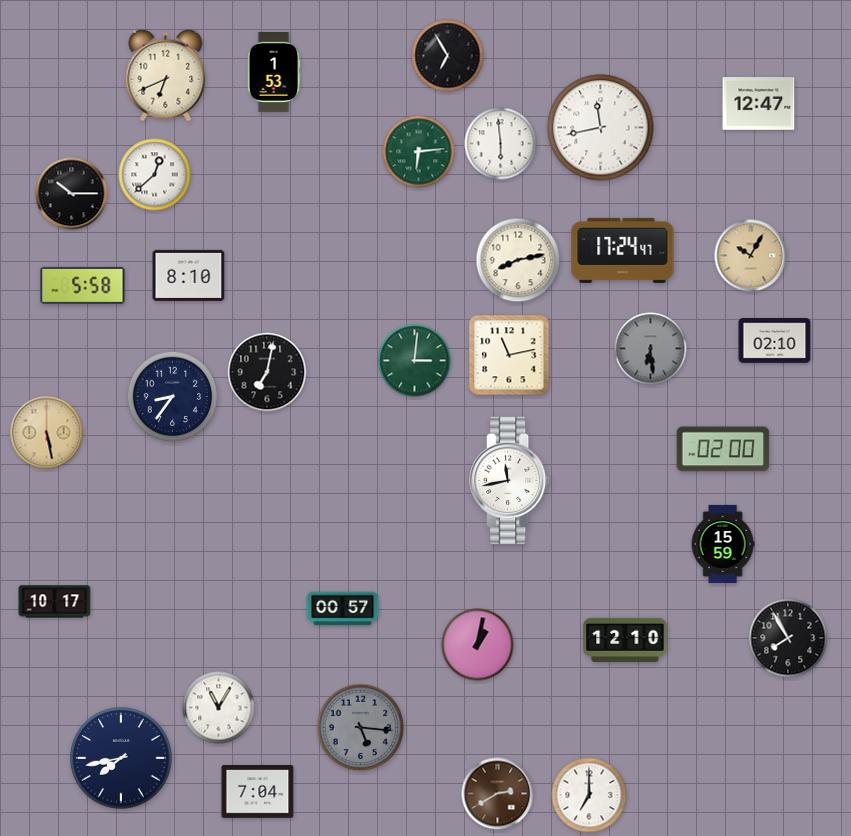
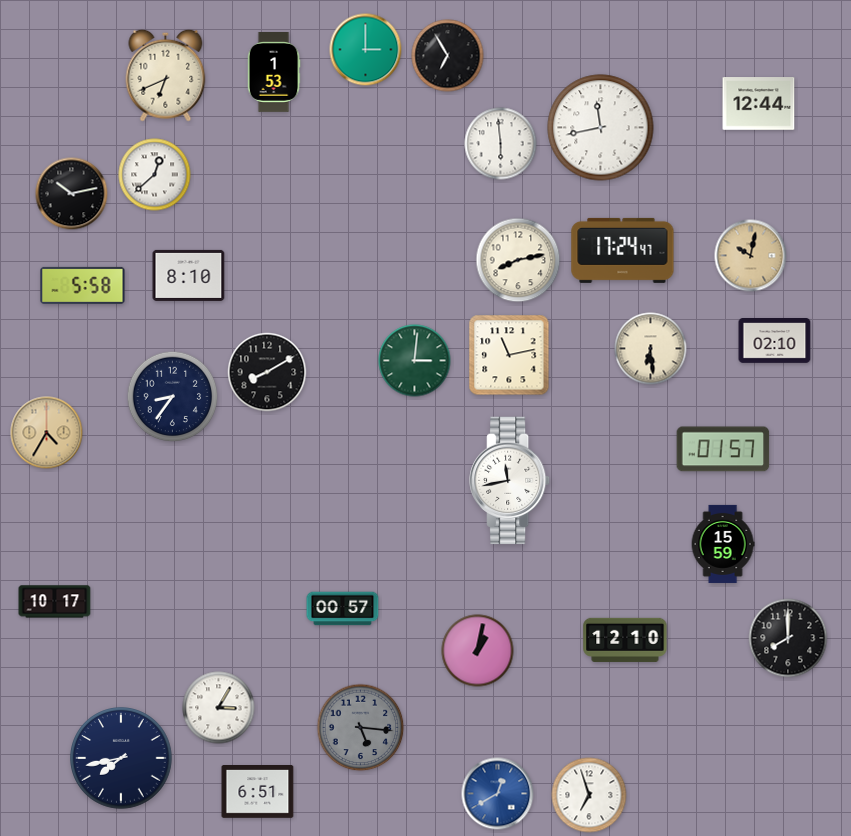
clock at (366, 50): none -> 3:00
clock at (759, 104): 12:47 -> 12:44
clock at (419, 152): 6:14 -> none
clock at (72, 194): 10:15 -> 10:13
clock at (751, 256): 10:05 -> 10:02
clock at (651, 349) dial: grey -> cream
clock at (267, 372): 7:02 -> 8:10
clock at (47, 433): 5:28 -> 4:35
clock at (723, 449): 02:00 -> 01:57
clock at (788, 638): 7:55 -> 8:00
clock at (478, 645) position: (478, 645) -> (478, 651)
clock at (219, 708): 11:05 -> 3:05
clock at (258, 792): 7:04 -> 6:51
clock at (498, 794): 2:40 -> 12:40
clock at (498, 794) dial: brown -> blue
clock at (589, 795): 7:00 -> 6:57
